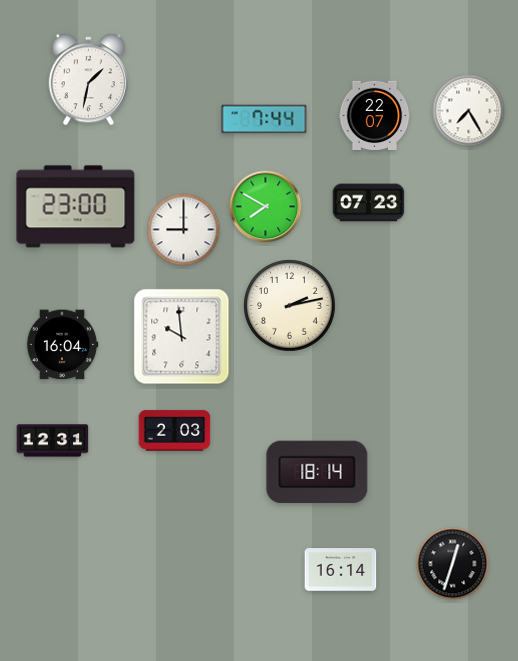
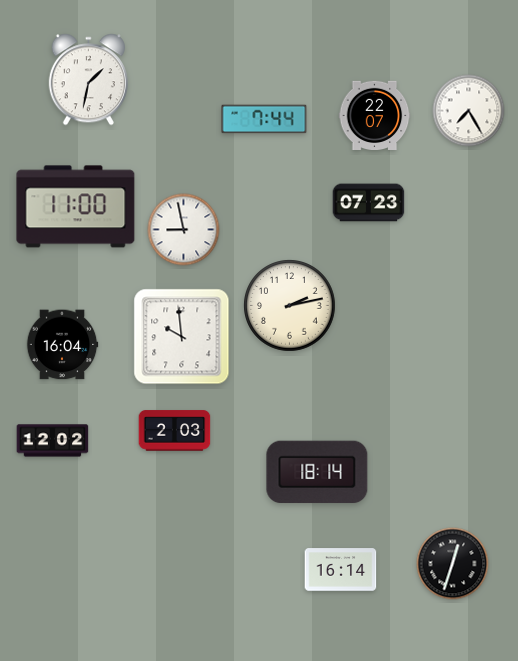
clock at (76, 207): 23:00 -> 11:00
clock at (266, 207): 7:50 -> none
clock at (184, 230): 9:00 -> 8:58
clock at (53, 441): 12:31 -> 12:02
